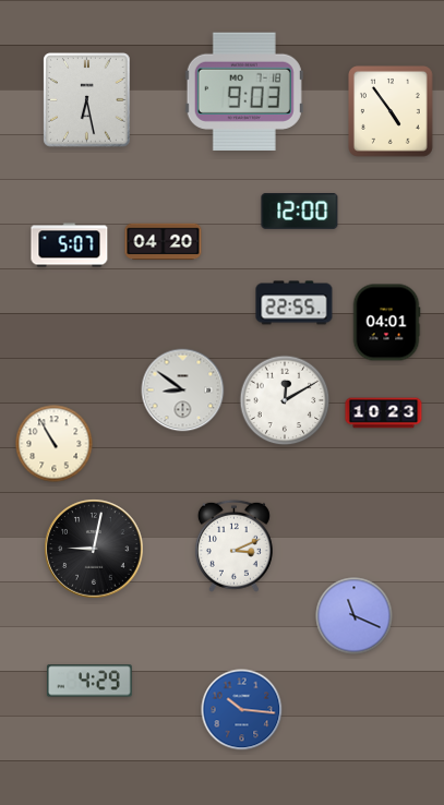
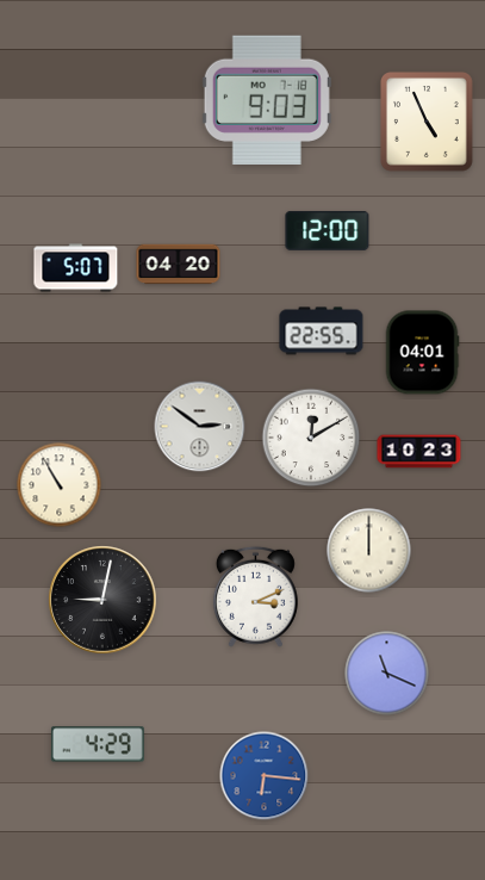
clock at (87, 100): 6:28 -> none
clock at (392, 112): 4:54 -> 4:56
clock at (183, 391): 8:51 -> 2:51
clock at (369, 551): none -> 12:00
clock at (242, 710): 10:16 -> 6:16
